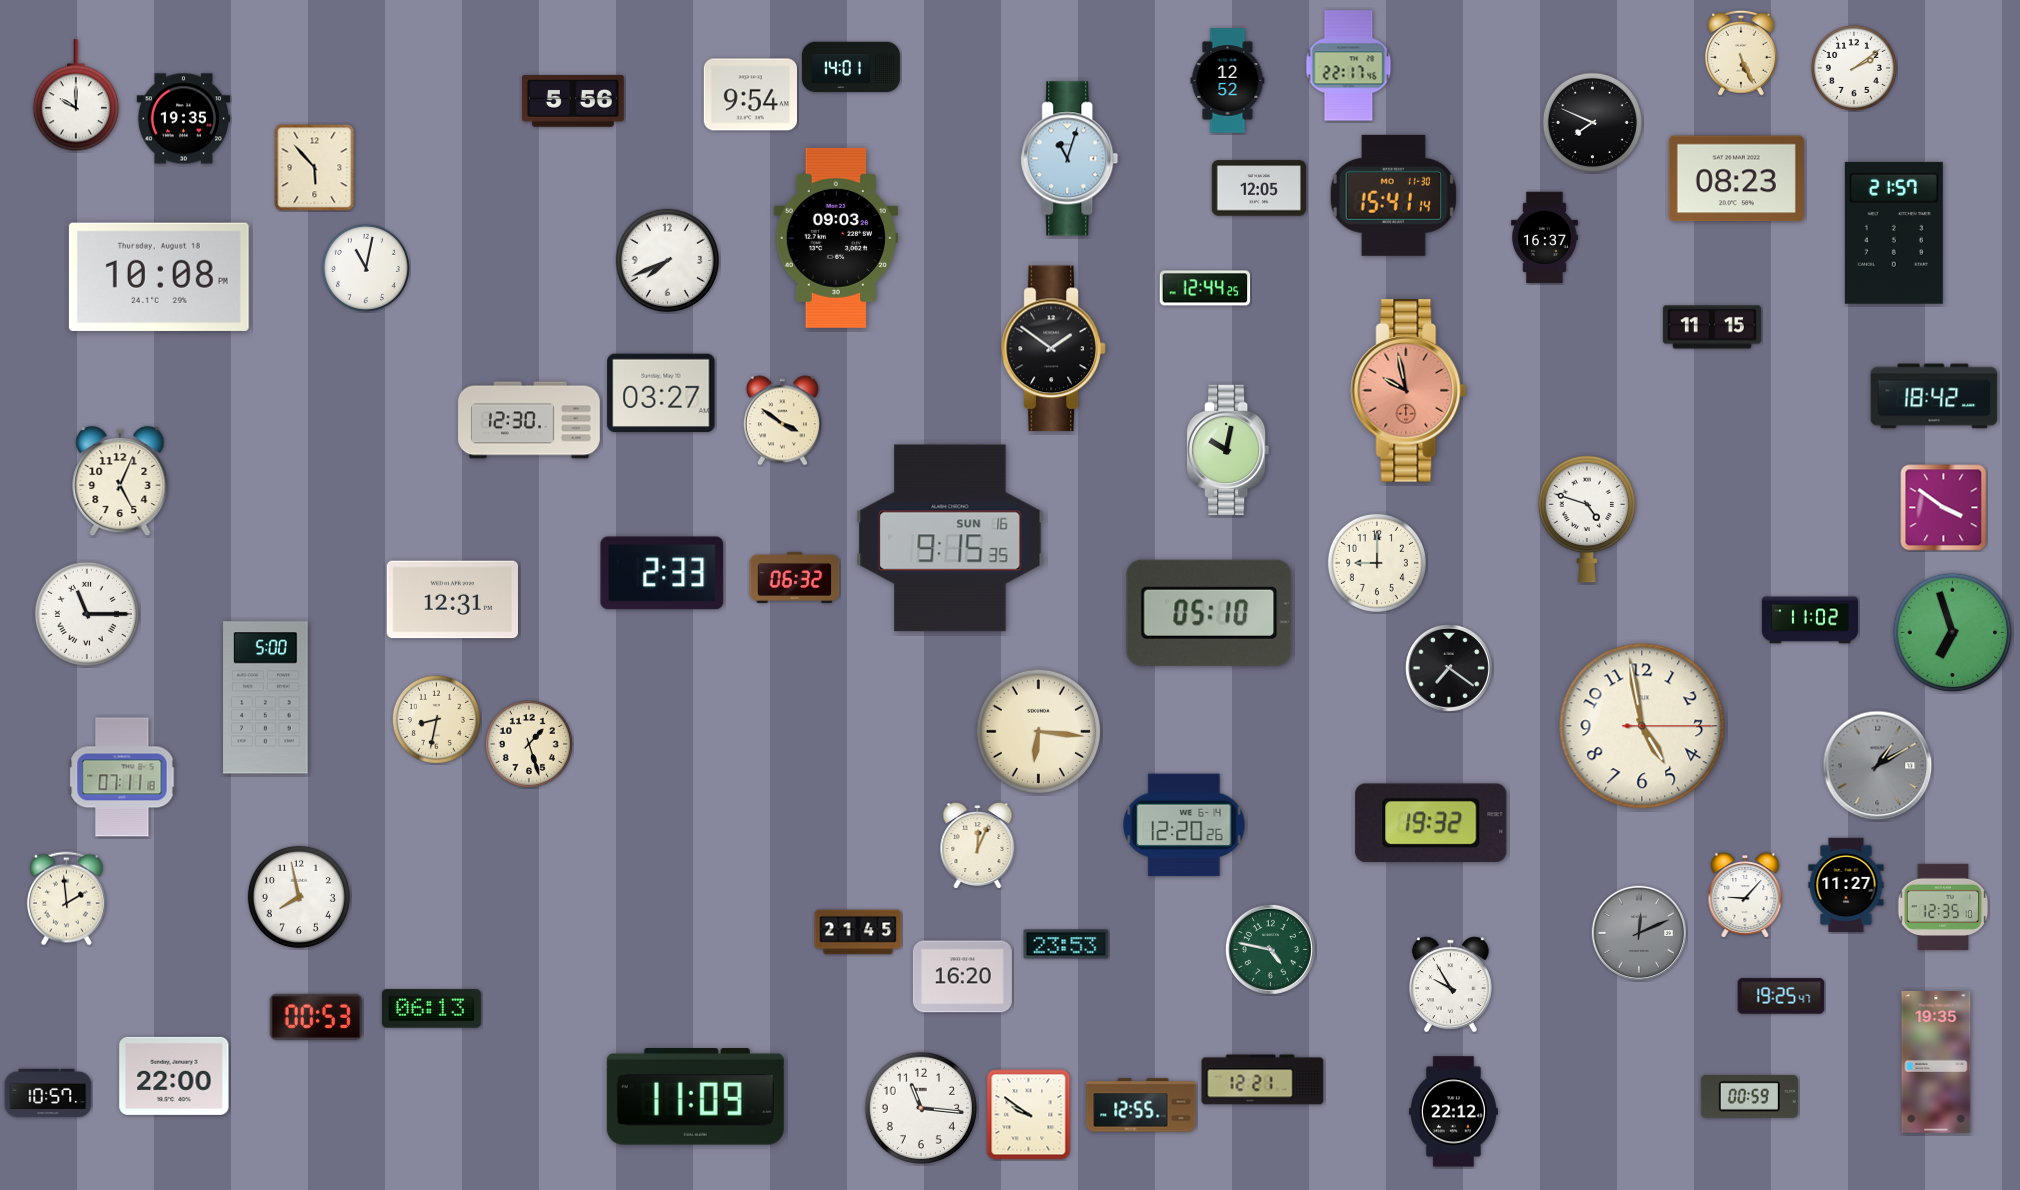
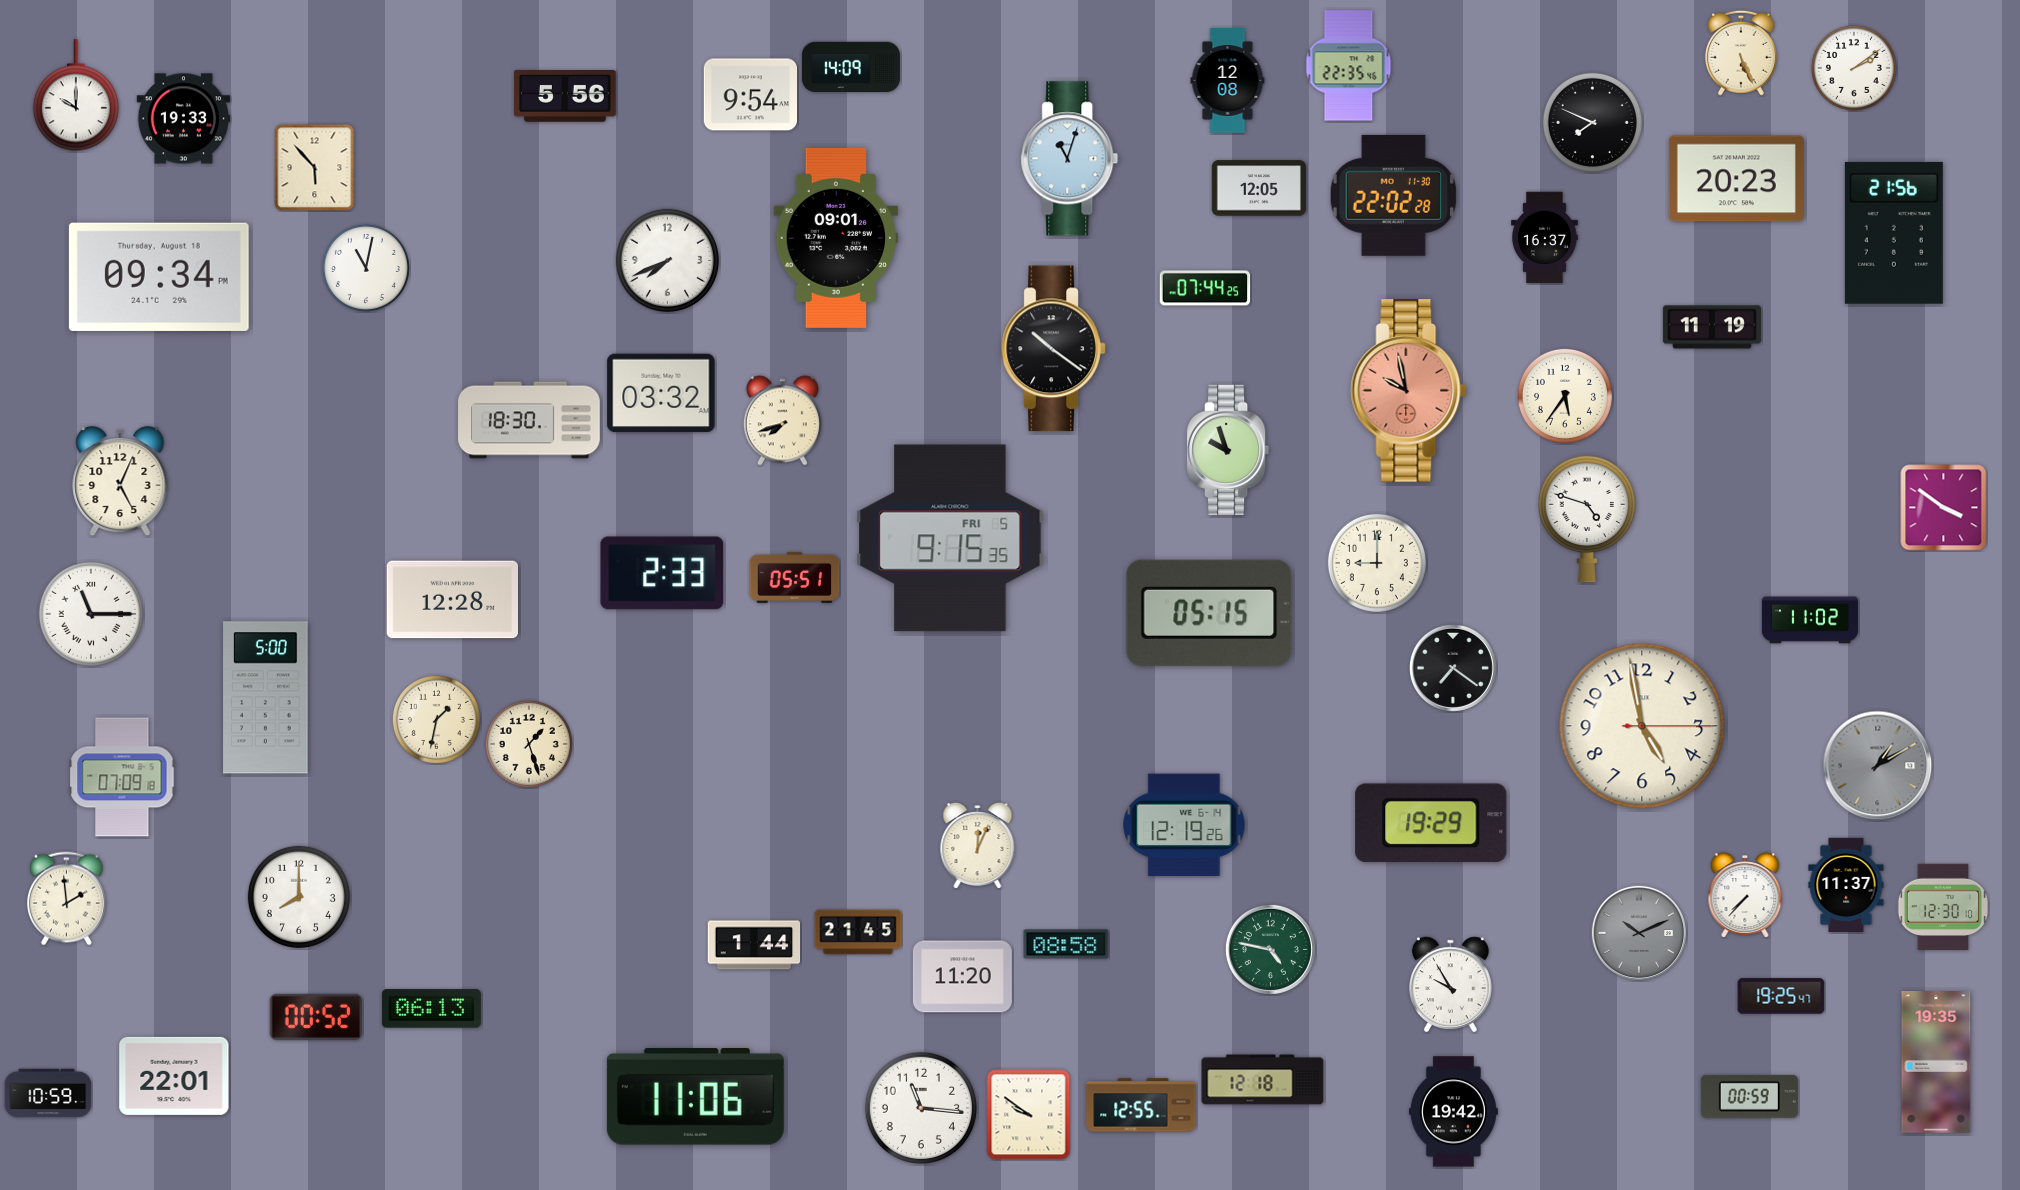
clock at (1349, 66): 22:17 -> 22:35
clock at (851, 67): 14:01 -> 14:09
clock at (1228, 81): 12:52 -> 12:08
clock at (573, 102) position: (573, 102) -> (565, 97)
clock at (184, 119): 19:35 -> 19:33
clock at (1736, 179): 08:23 -> 20:23
clock at (1393, 195): 15:41 -> 22:02
clock at (1894, 233): 21:57 -> 21:56
clock at (835, 238): 09:03 -> 09:01
clock at (159, 277): 10:08 -> 09:34
clock at (1205, 288): 12:44 -> 07:44
clock at (1712, 327): 11:15 -> 11:19
clock at (1054, 349): 1:51 -> 10:21
clock at (661, 393): 03:27 -> 03:32
clock at (1565, 396): none -> 5:36
clock at (1934, 396): 18:42 -> none
clock at (529, 420): 12:30 -> 18:30
clock at (782, 421): 3:51 -> 7:42
clock at (1229, 450): 10:02 -> 9:57
clock at (950, 538) date: SUN 16 -> FRI 5
clock at (795, 577): 06:32 -> 05:51
clock at (452, 600): 12:31 -> 12:28
clock at (1209, 613): 05:10 -> 05:15
clock at (87, 614) position: (87, 614) -> (91, 614)
clock at (1953, 633): 6:57 -> none
clock at (1449, 668) position: (1449, 668) -> (1453, 668)
clock at (436, 719): 8:32 -> 1:32
clock at (1039, 732): 6:16 -> none
clock at (122, 777): 07:11 -> 07:09
clock at (1431, 822): 19:32 -> 19:29
clock at (1184, 825): 12:20 -> 12:19
clock at (1846, 884): 11:27 -> 11:37
clock at (1745, 895): 9:07 -> 7:37
clock at (299, 897): 7:58 -> 8:00
clock at (1943, 906): 12:35 -> 12:30
clock at (1639, 933): 12:11 -> 10:11
clock at (1066, 944): 23:53 -> 08:58
clock at (754, 945): none -> 1:44
clock at (962, 977): 16:20 -> 11:20
clock at (316, 1017): 00:53 -> 00:52
clock at (174, 1076): 22:00 -> 22:01
clock at (1263, 1080): 12:21 -> 12:18
clock at (48, 1093): 10:57 -> 10:59
clock at (695, 1097): 11:09 -> 11:06
clock at (1453, 1112): 22:12 -> 19:42
